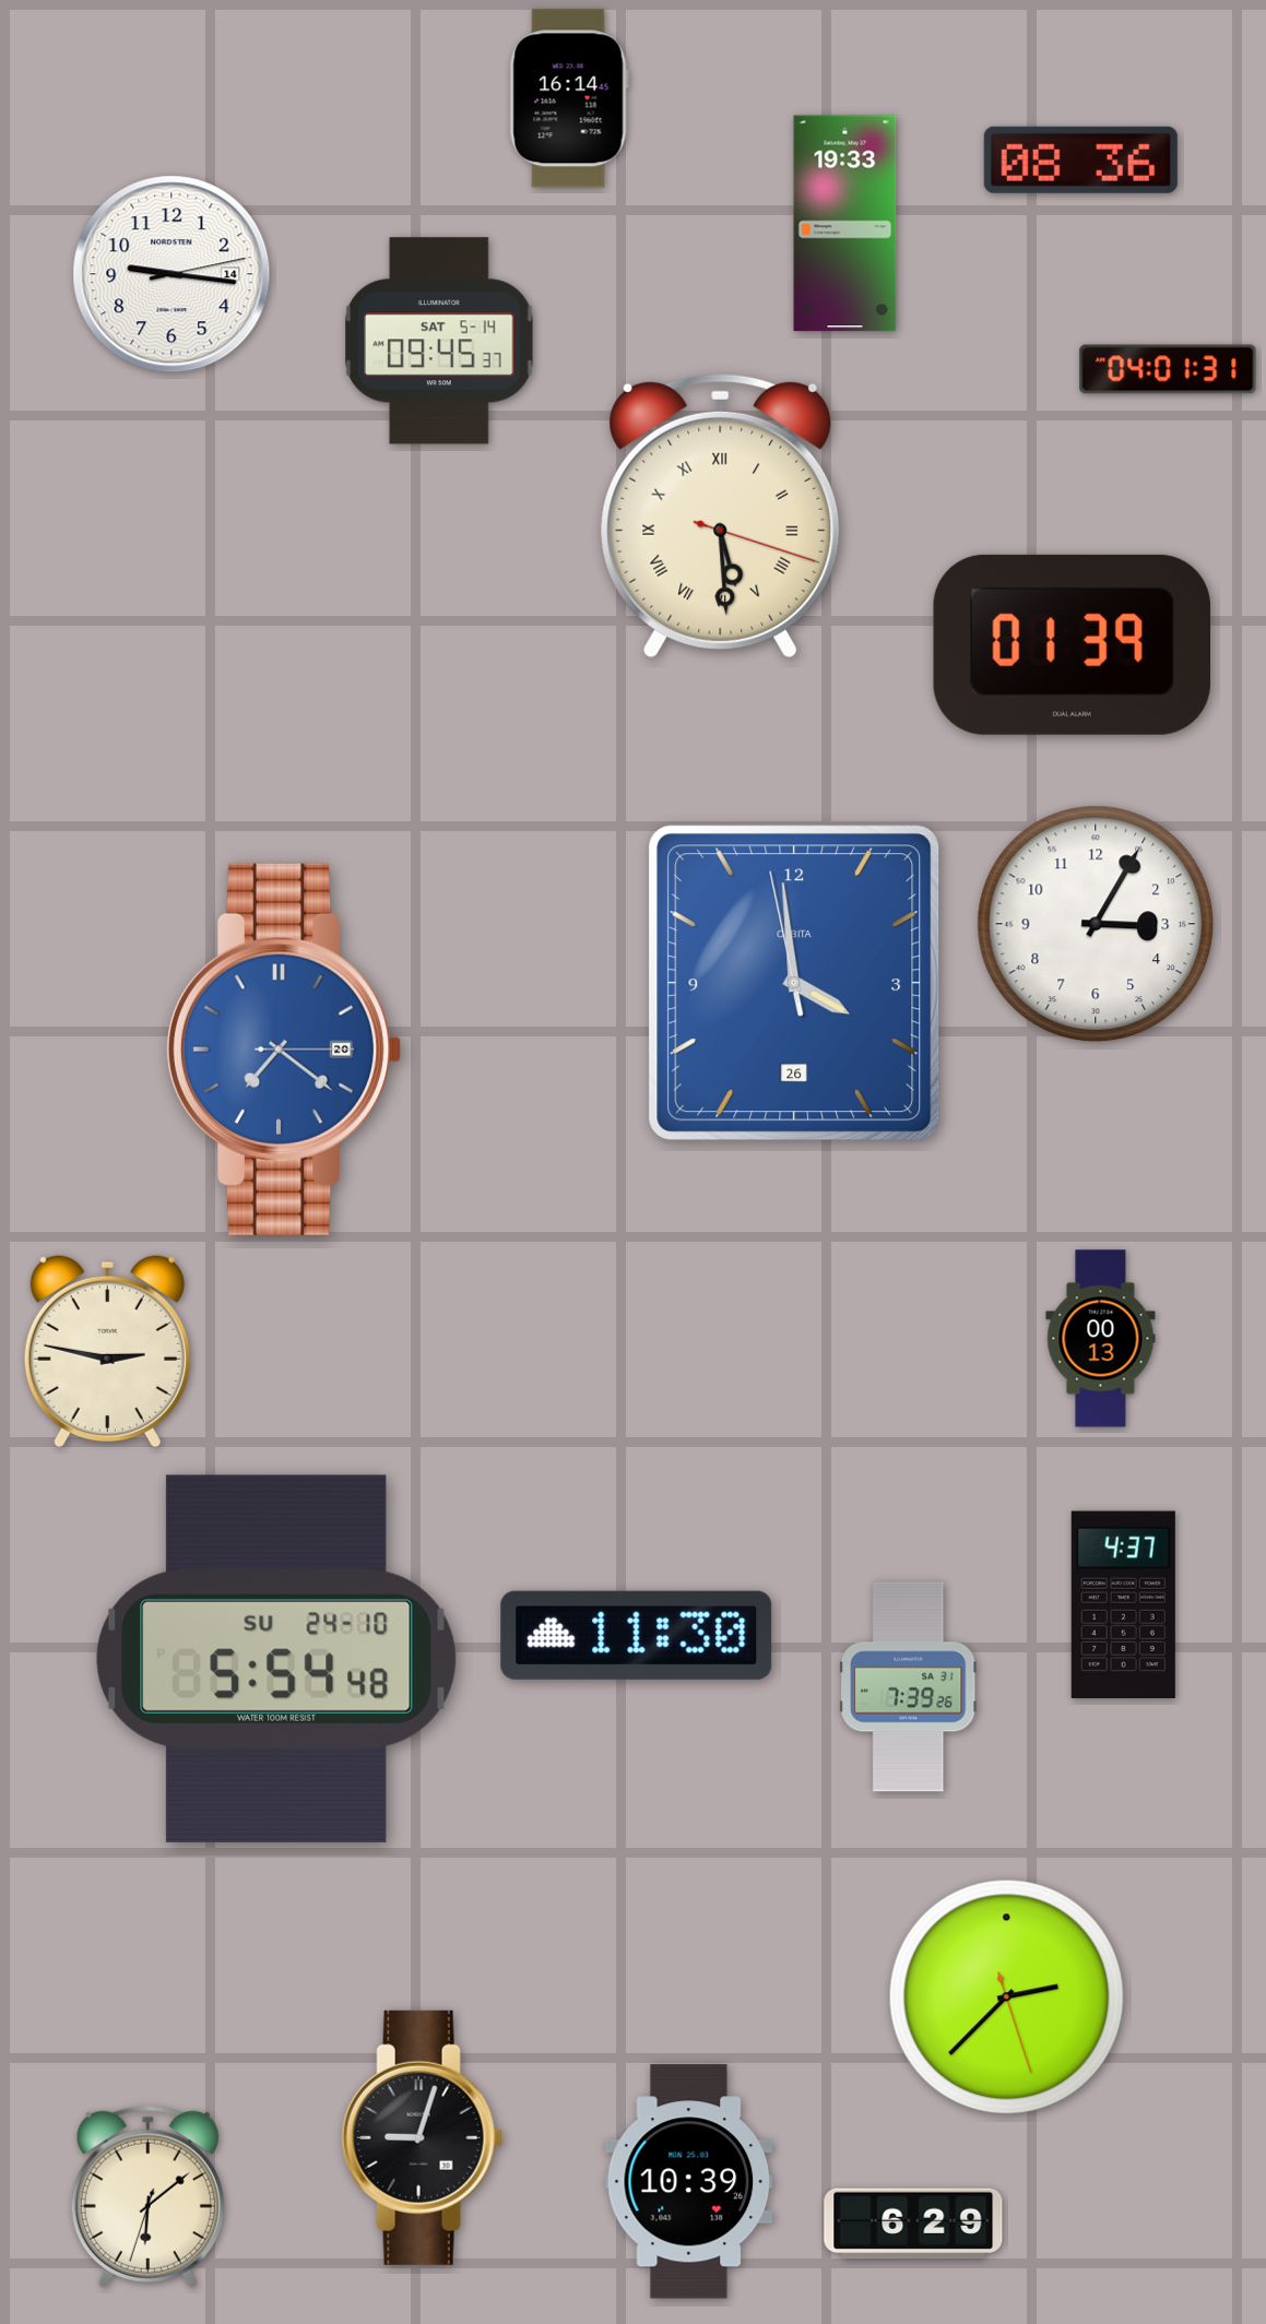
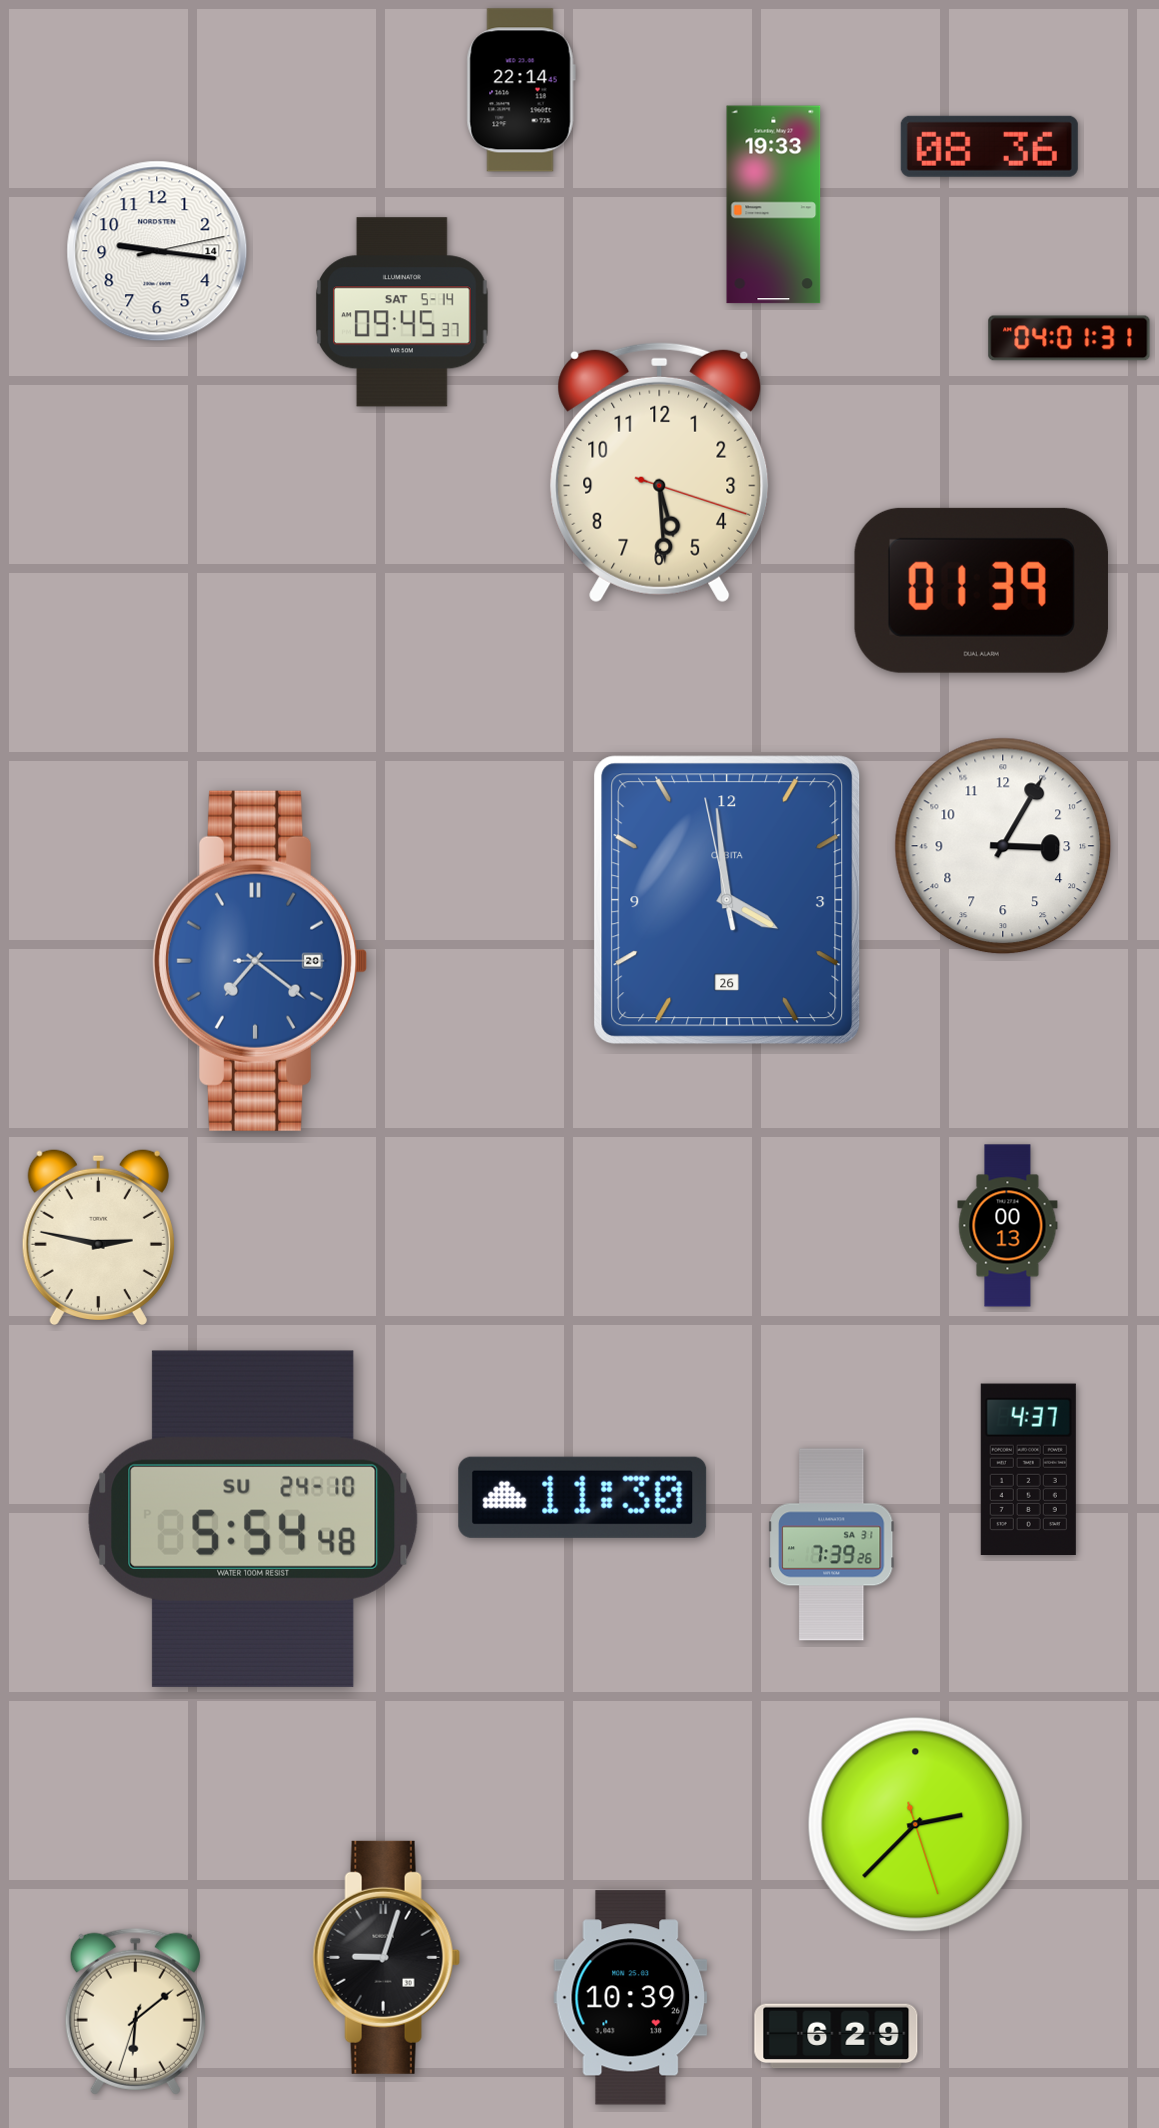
clock at (569, 98): 16:14 -> 22:14
clock at (721, 515) numerals: Roman -> Arabic
clock at (1007, 1997) position: (1007, 1997) -> (916, 1825)
